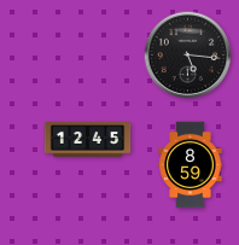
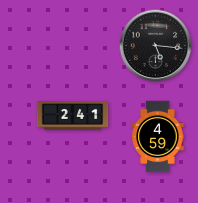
clock at (88, 140): 12:45 -> 2:41
clock at (191, 165): 8:59 -> 4:59
